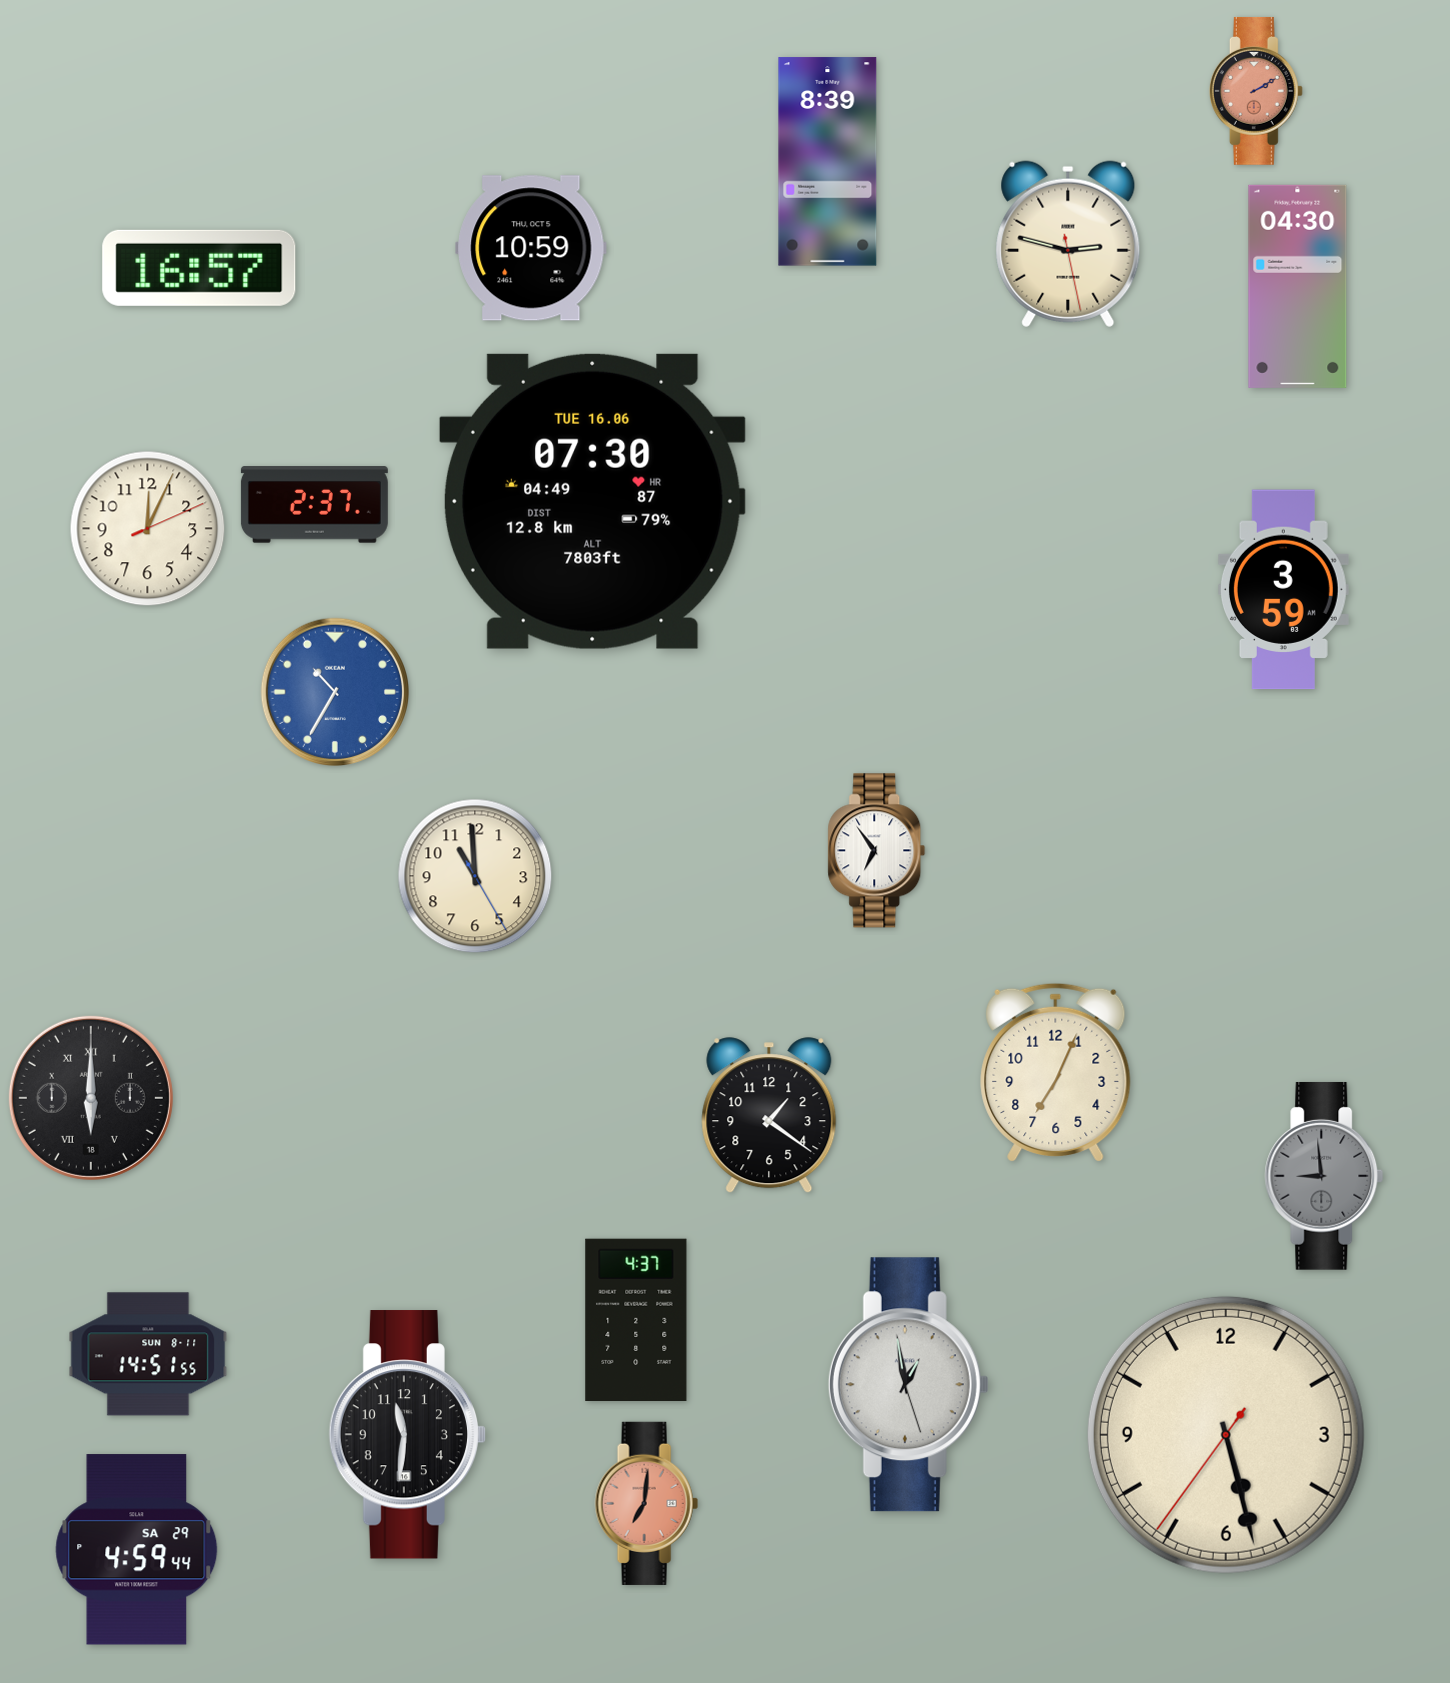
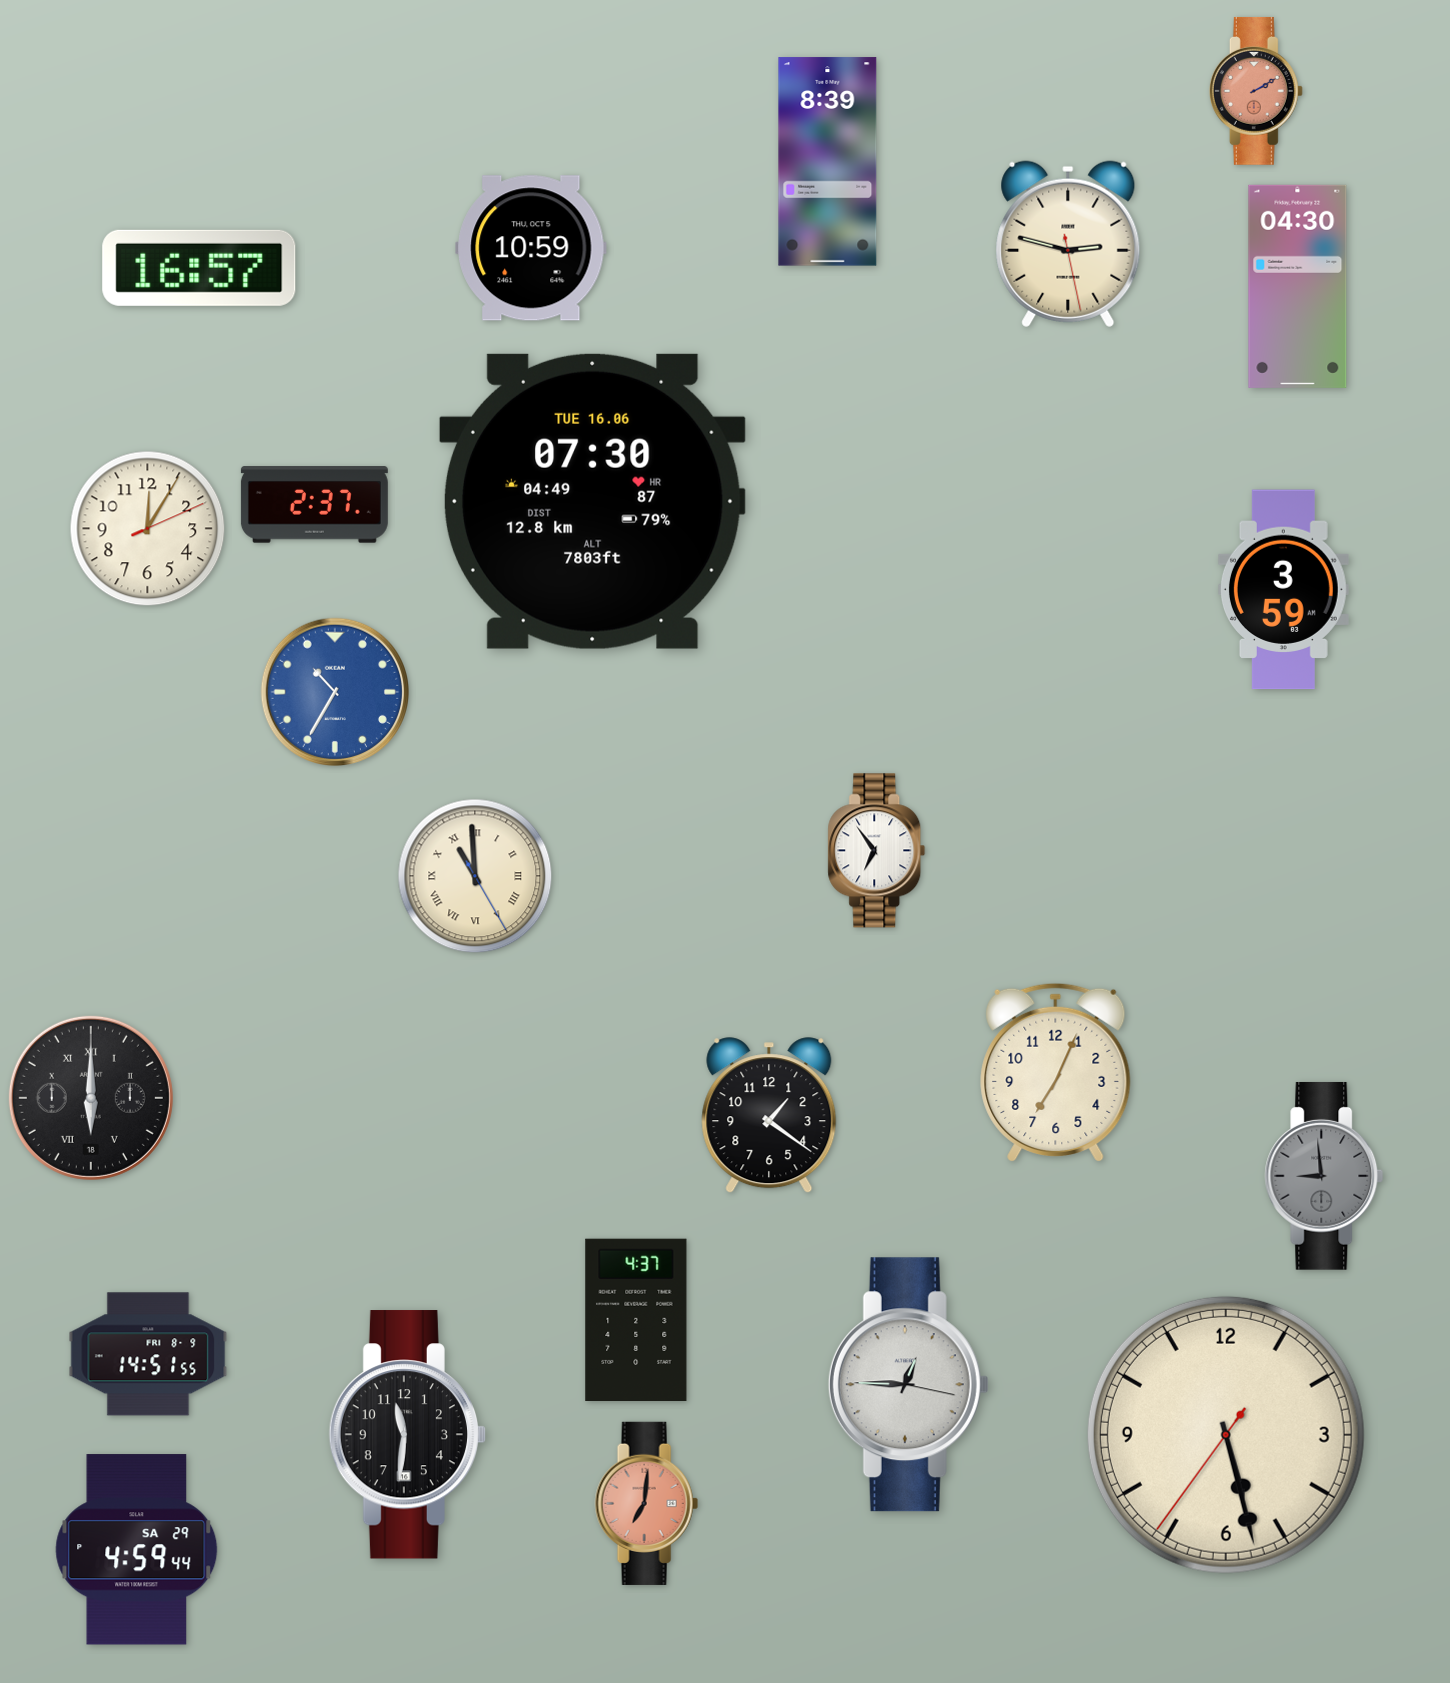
clock at (148, 529): 12:04 -> 12:05
clock at (475, 876) numerals: Arabic -> Roman
clock at (148, 1354) date: SUN 8-11 -> FRI 8-9
clock at (908, 1385): 12:58 -> 12:45
